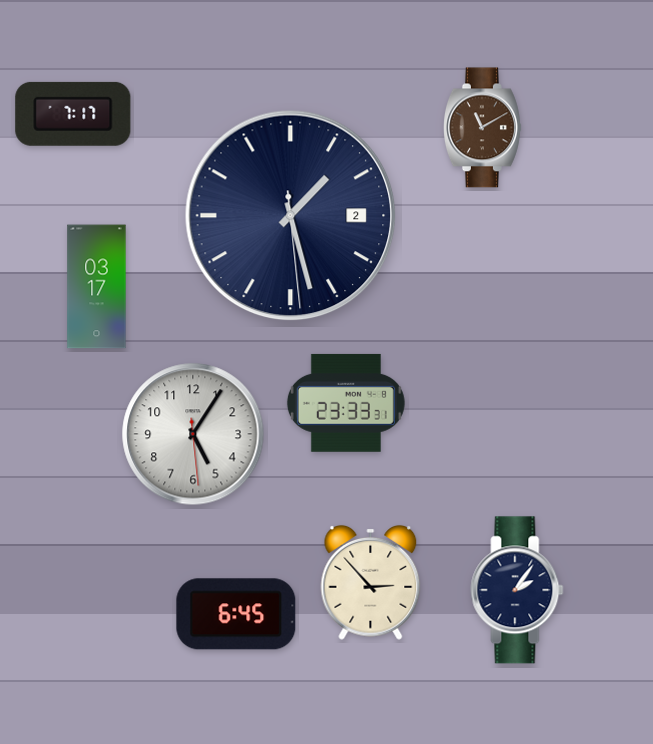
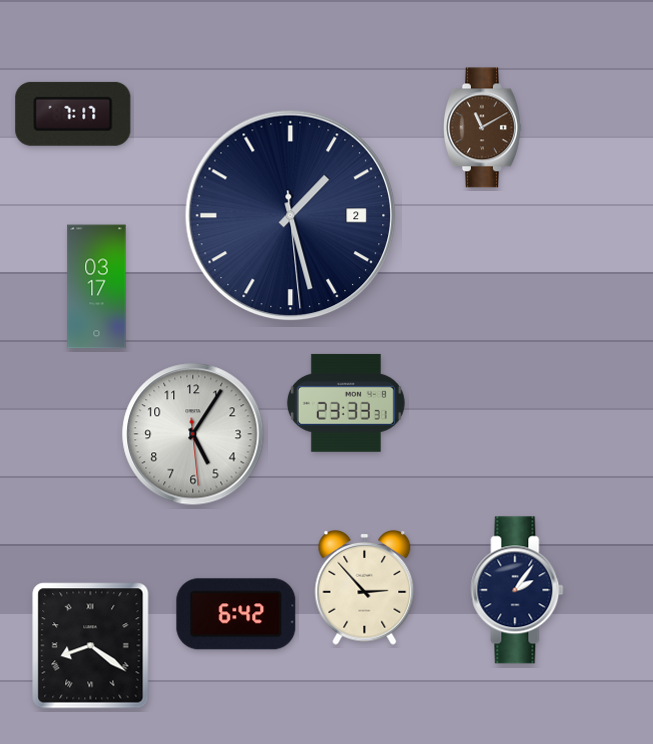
clock at (371, 582) position: (371, 582) -> (365, 587)
clock at (236, 614): 6:45 -> 6:42
clock at (91, 646): none -> 8:21
